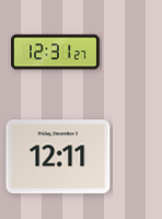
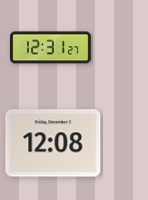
clock at (58, 157): 12:11 -> 12:08
